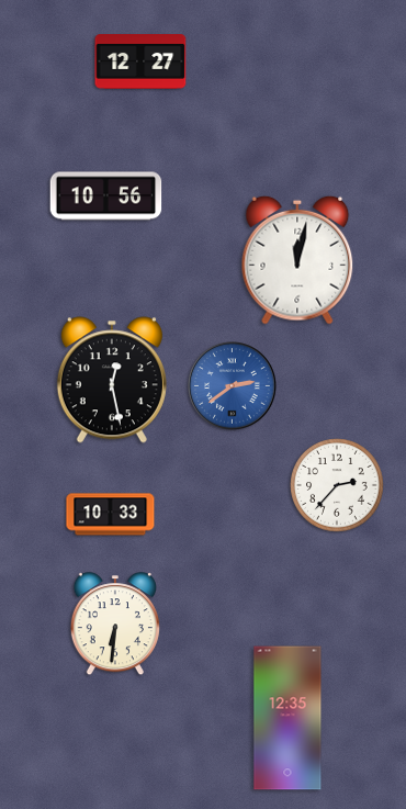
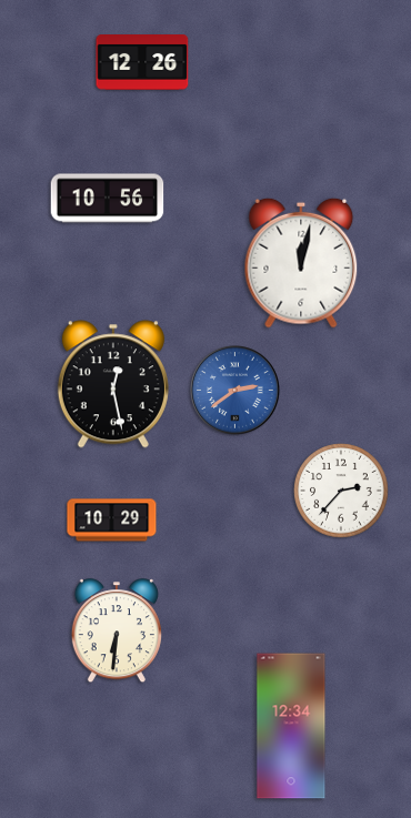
clock at (140, 63): 12:27 -> 12:26
clock at (111, 515): 10:33 -> 10:29
clock at (287, 718): 12:35 -> 12:34
